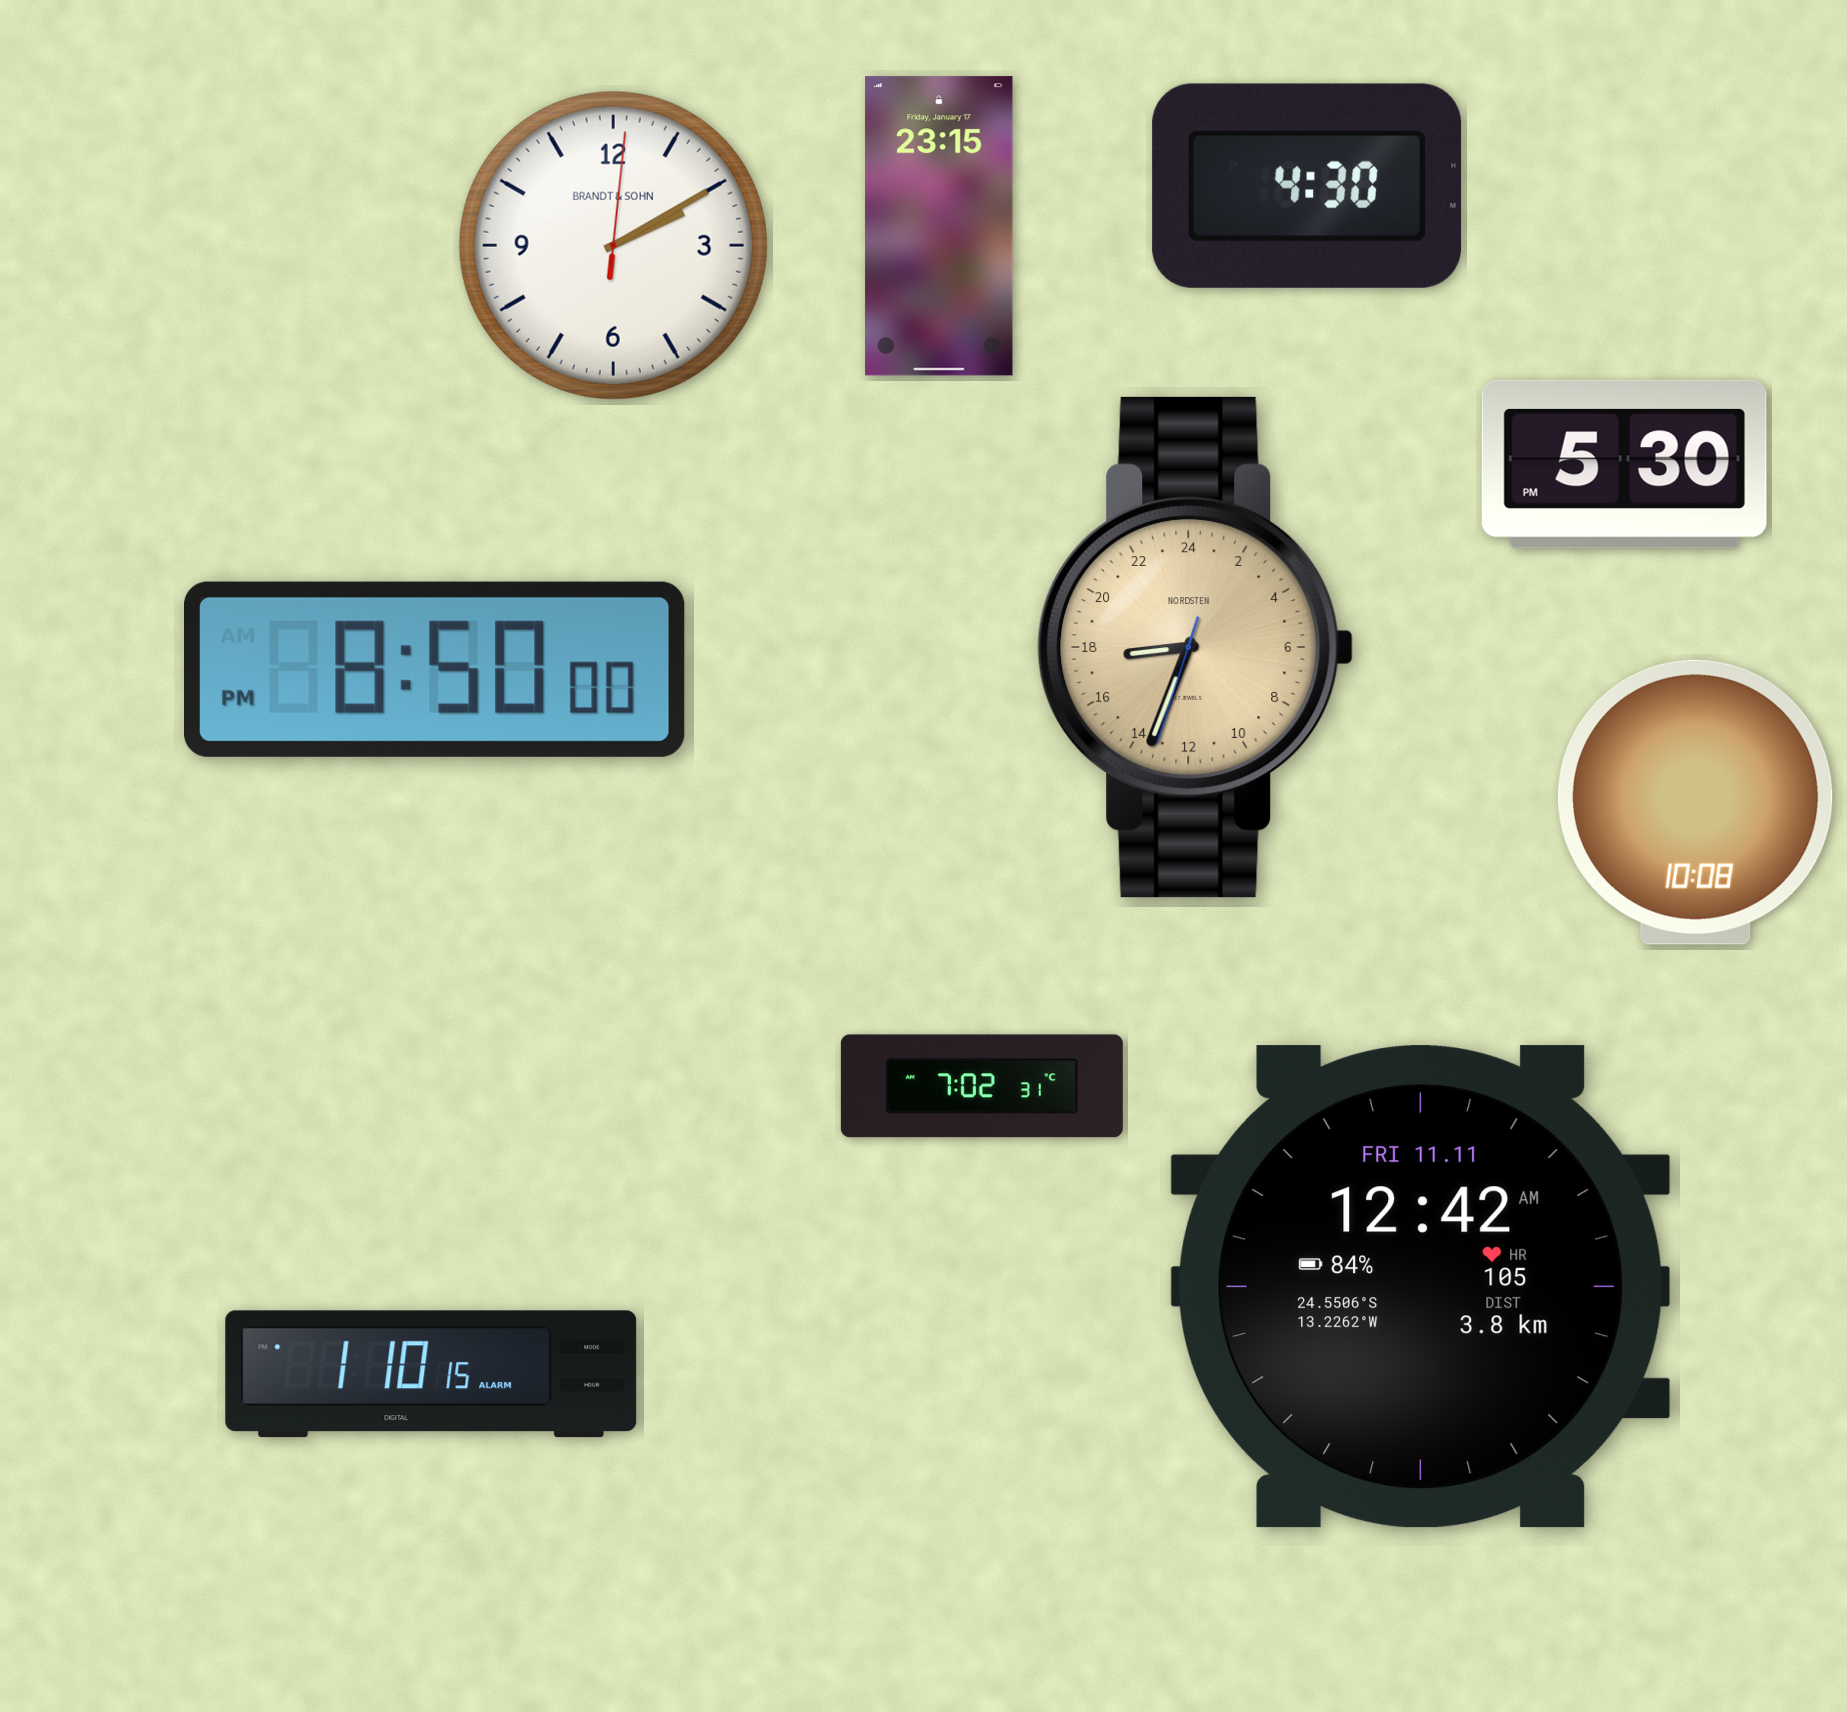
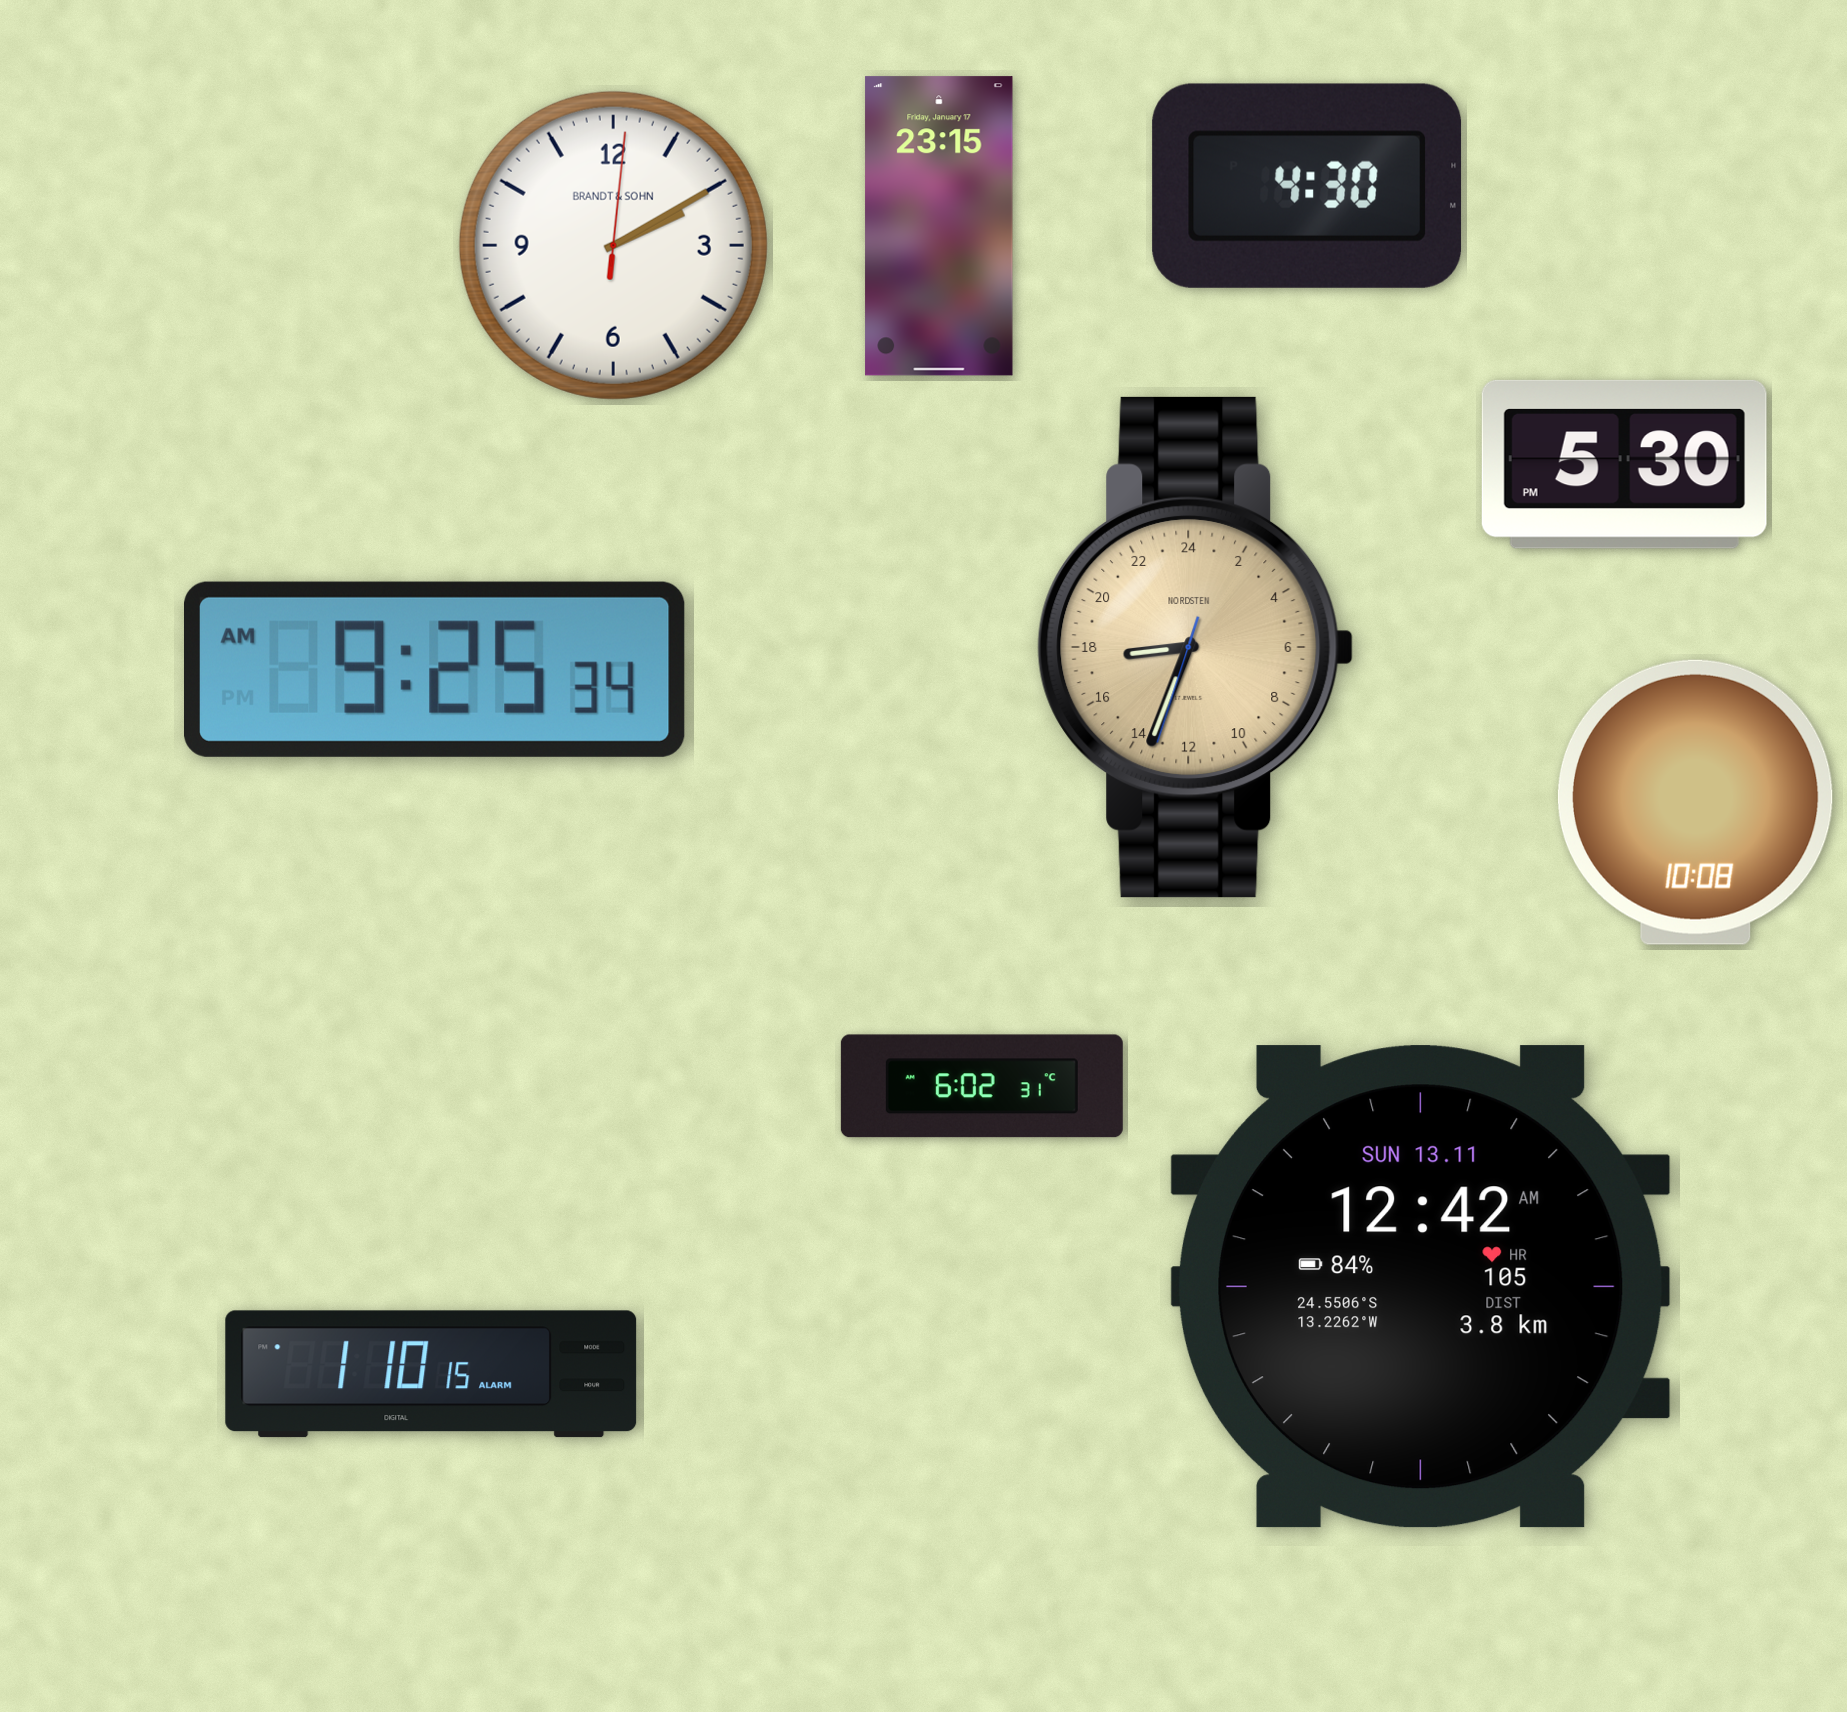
clock at (435, 669): 8:50 -> 9:25
clock at (982, 1086): 7:02 -> 6:02
clock at (1420, 1287) date: FRI 11.11 -> SUN 13.11
